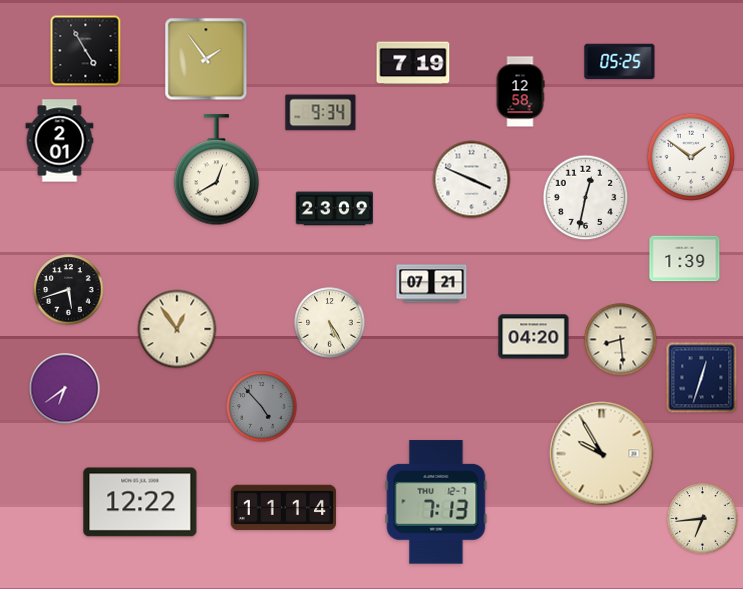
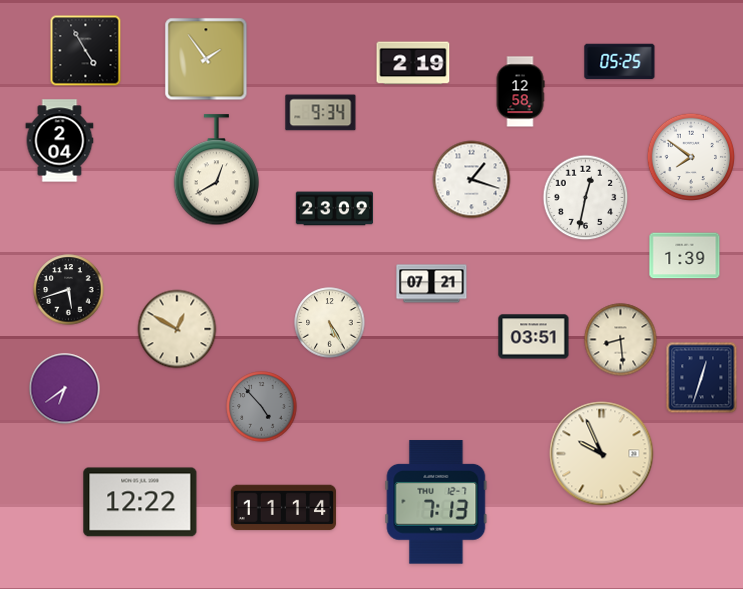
clock at (413, 63): 7:19 -> 2:19
clock at (60, 141): 2:01 -> 2:04
clock at (691, 157): 1:51 -> 7:51
clock at (472, 180): 3:49 -> 1:18
clock at (685, 259) position: (685, 259) -> (685, 256)
clock at (177, 329): 12:54 -> 12:50
clock at (534, 337): 04:20 -> 03:51
clock at (602, 454): 9:55 -> 9:56
clock at (703, 519): 6:44 -> none
